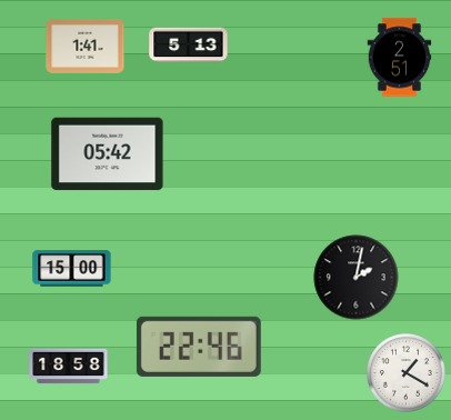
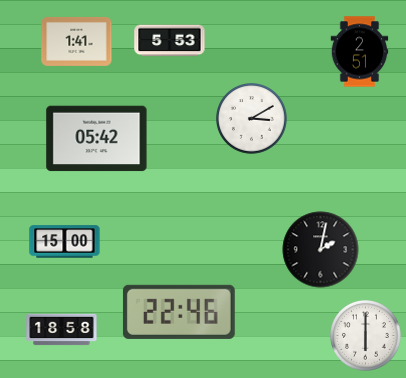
clock at (189, 46): 5:13 -> 5:53
clock at (252, 119): none -> 3:10
clock at (407, 373): 1:20 -> 6:00
